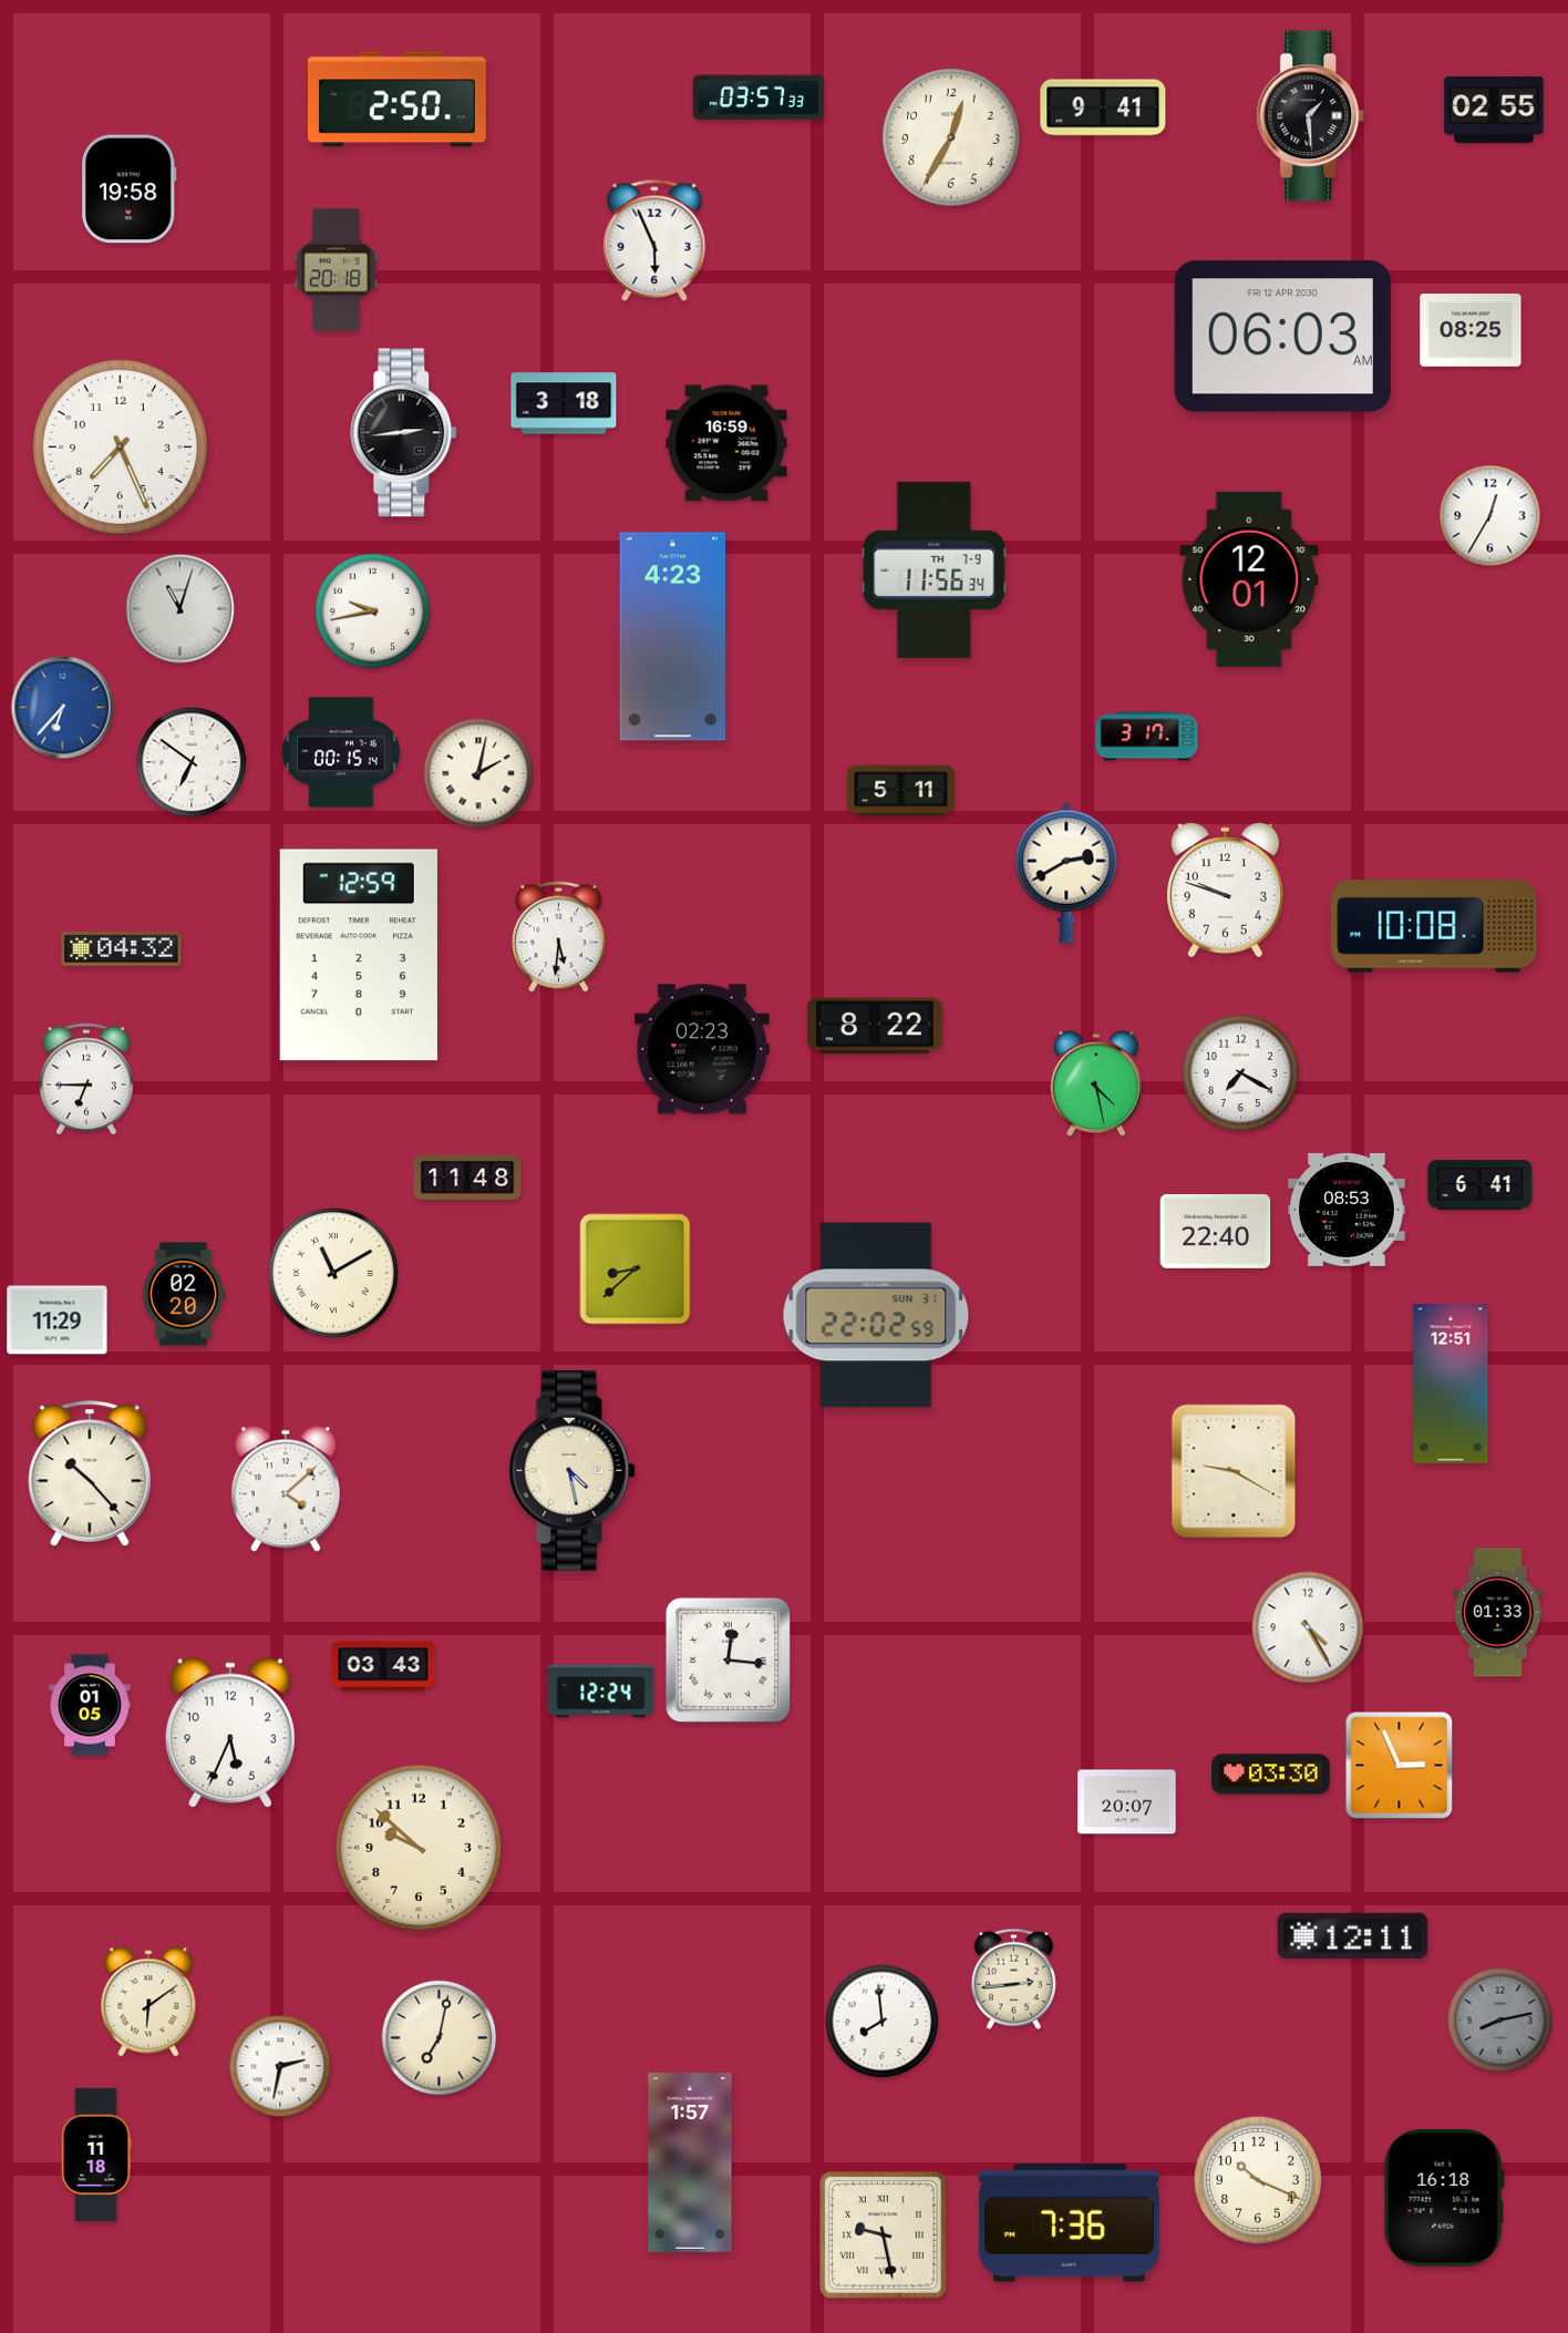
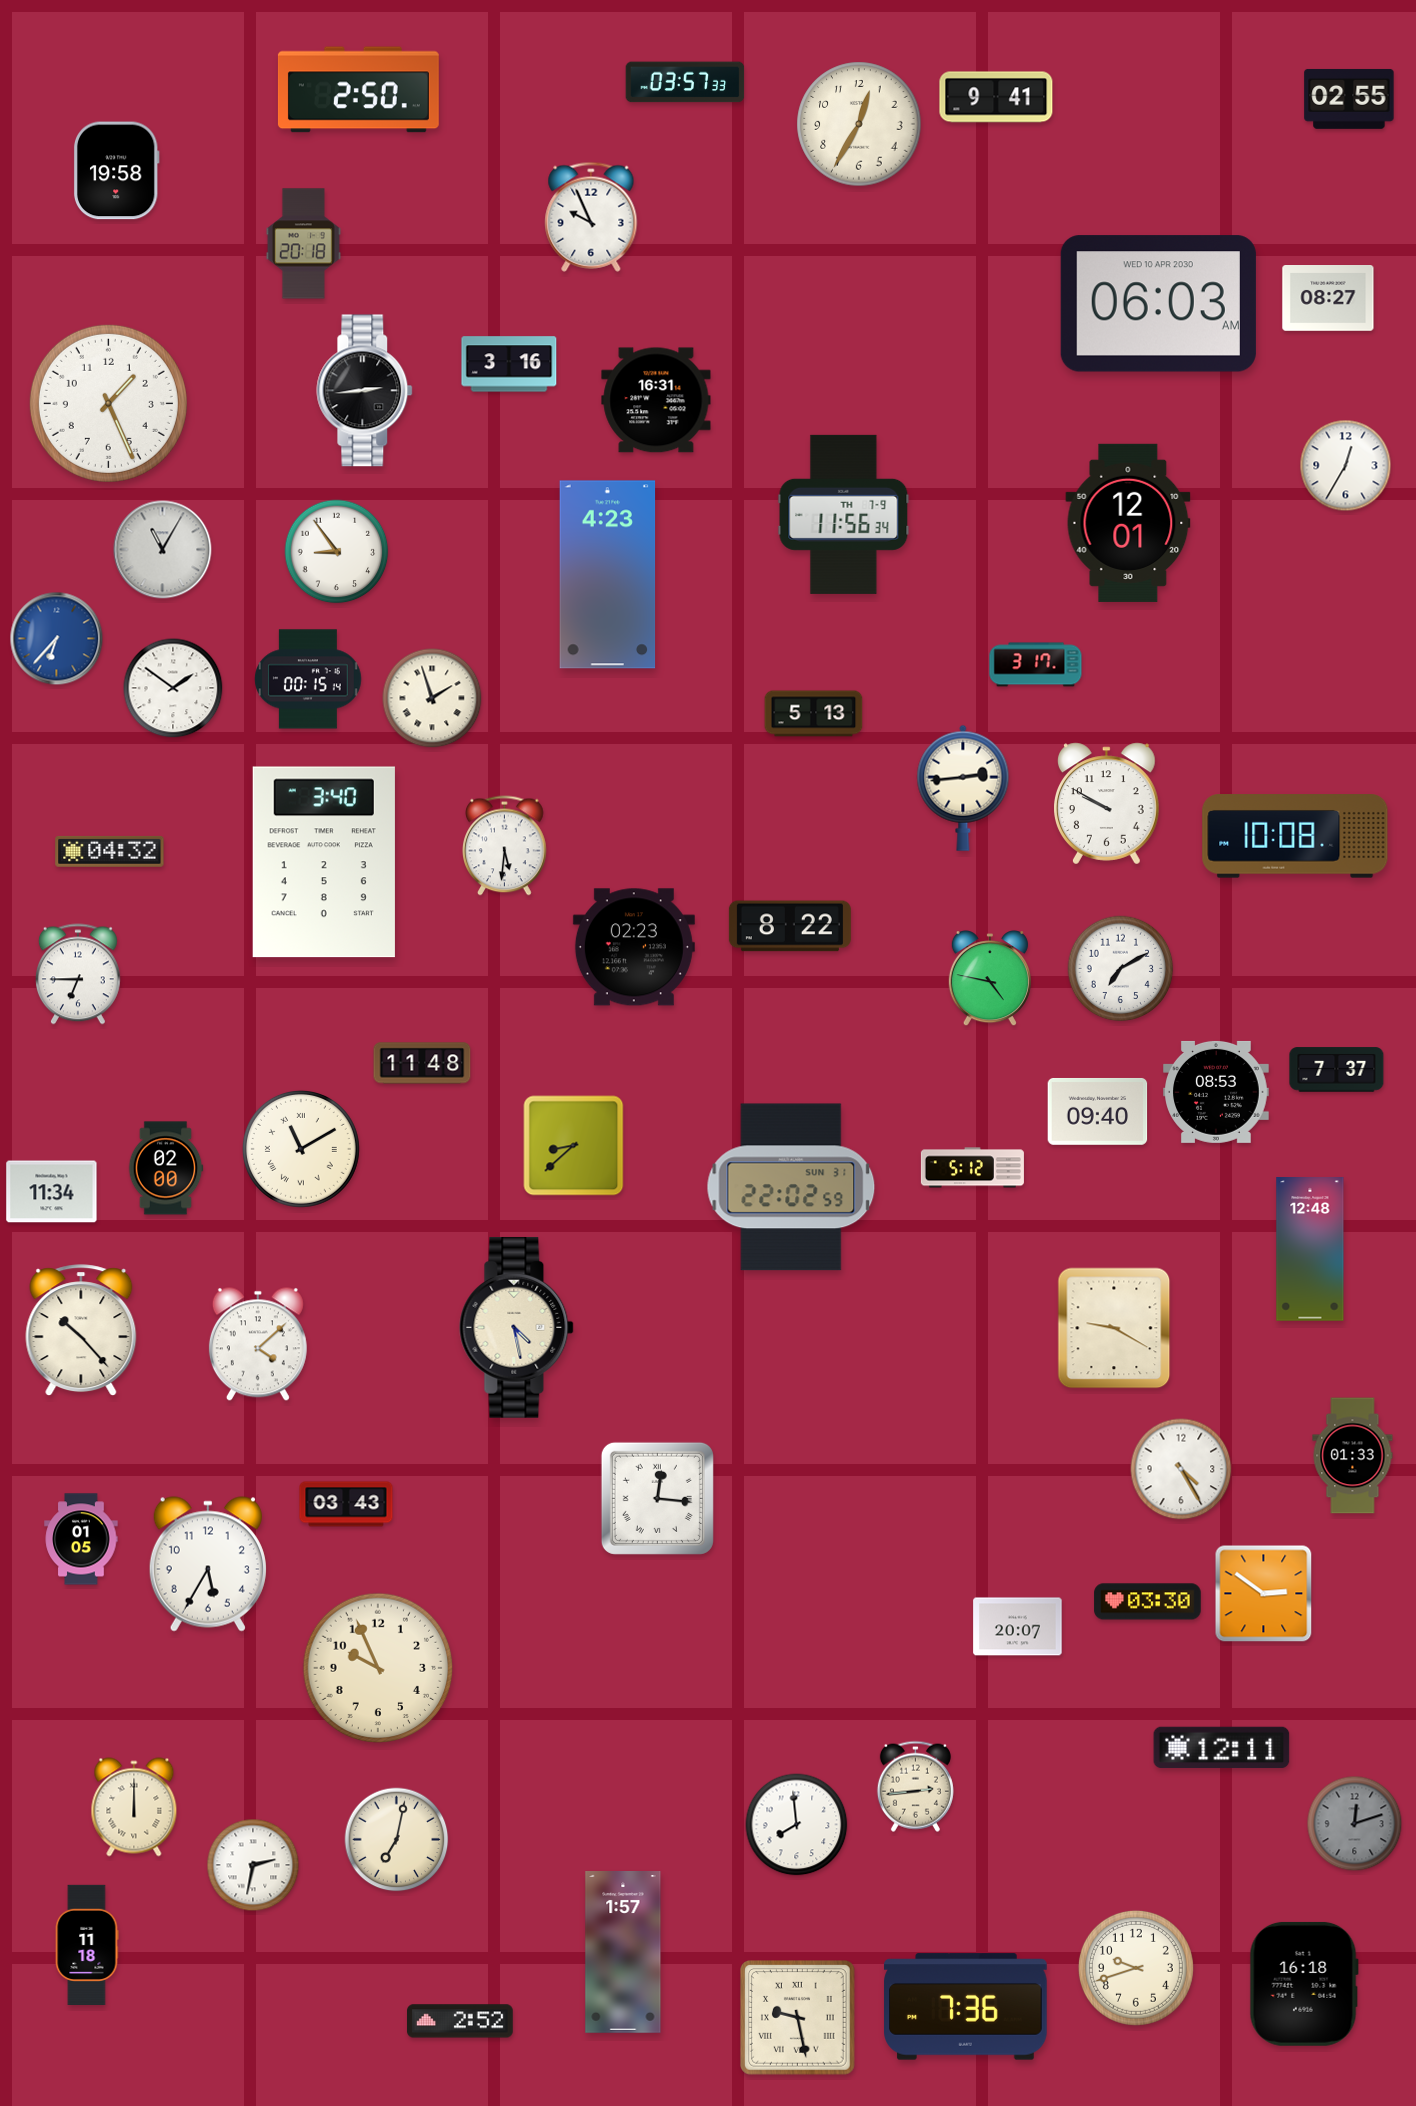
clock at (759, 97) position: (759, 97) -> (685, 82)
clock at (1311, 116): 1:29 -> none
clock at (654, 240): 5:56 -> 9:56
clock at (1471, 330): 08:25 -> 08:27
clock at (1282, 337) date: FRI 12 APR 2030 -> WED 10 APR 2030
clock at (564, 403): 3:18 -> 3:16
clock at (726, 443): 16:59 -> 16:31
clock at (120, 446): 7:26 -> 1:26
clock at (180, 609): 11:03 -> 11:05
clock at (373, 611): 9:43 -> 8:54
clock at (192, 762): 6:51 -> 1:51
clock at (478, 773): 2:02 -> 1:57
clock at (901, 791): 5:11 -> 5:13
clock at (1066, 873): 2:40 -> 2:44
clock at (1226, 891): 9:48 -> 9:50
clock at (122, 948) position: (122, 948) -> (110, 851)
clock at (359, 955): 12:59 -> 3:40
clock at (1241, 1073): 7:20 -> 7:10
clock at (1096, 1085): 4:28 -> 4:47
clock at (1481, 1185): 6:41 -> 7:37
clock at (1216, 1231): 22:40 -> 09:40
clock at (184, 1294): 02:20 -> 02:00
clock at (972, 1168): none -> 5:12
clock at (58, 1320): 11:29 -> 11:34
clock at (1451, 1384): 12:51 -> 12:48
clock at (601, 1692): 12:24 -> none
clock at (230, 1733): 5:34 -> 5:35
clock at (1400, 1766): 2:56 -> 2:51
clock at (419, 1848): 9:52 -> 9:56
clock at (148, 2002): 6:09 -> 12:00
clock at (1500, 2021): 8:13 -> 12:12
clock at (1258, 2180): 10:19 -> 9:42
clock at (461, 2021): none -> 2:52
